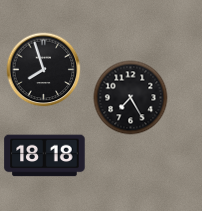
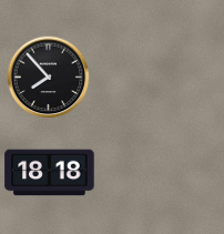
clock at (44, 70): 7:57 -> 7:53
clock at (131, 98): 7:25 -> none
